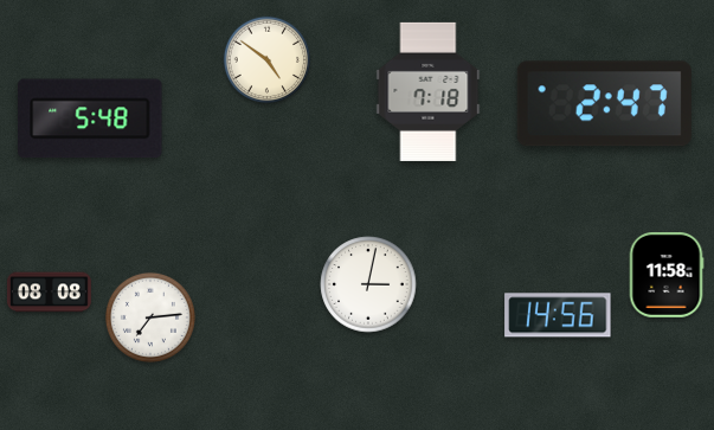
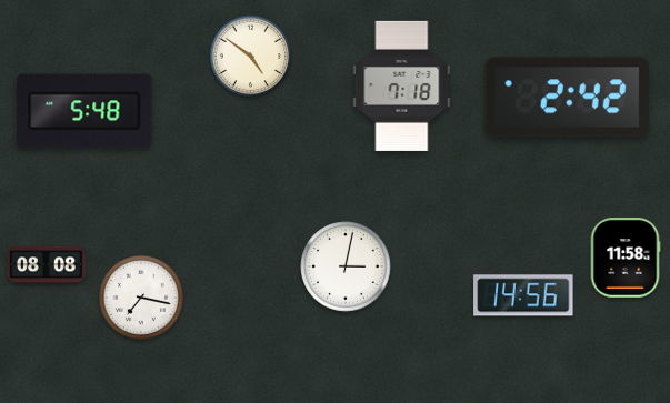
clock at (604, 104): 2:47 -> 2:42
clock at (49, 293) position: (49, 293) -> (46, 265)
clock at (150, 317): 7:14 -> 7:17
